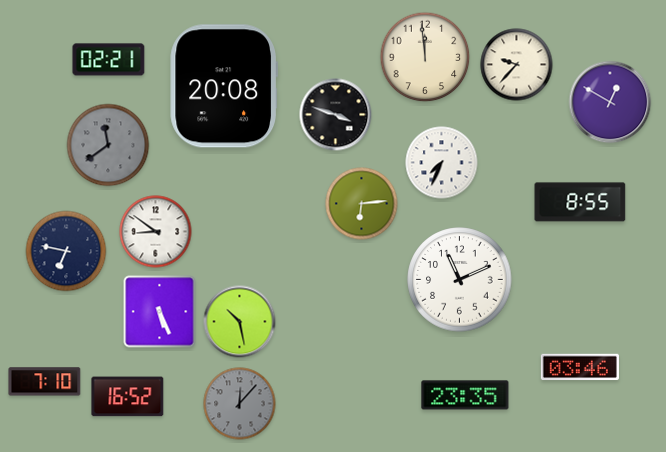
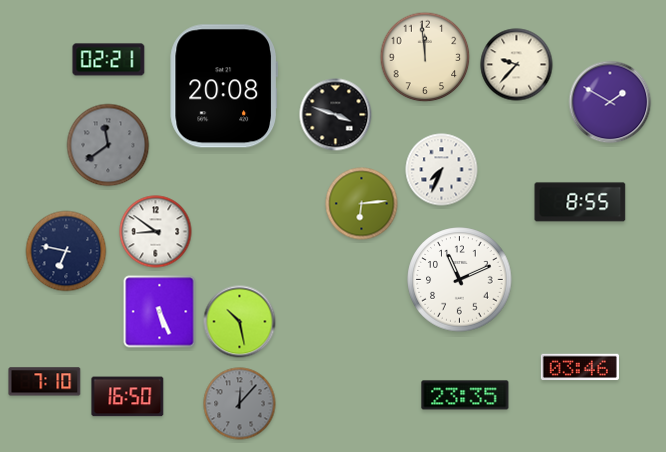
clock at (610, 102): 12:50 -> 1:50
clock at (442, 163) position: (442, 163) -> (442, 170)
clock at (128, 397): 16:52 -> 16:50
